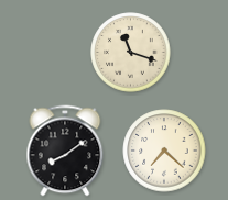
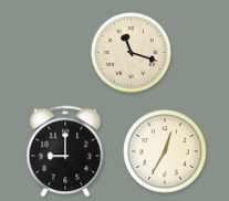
clock at (65, 151): 8:09 -> 9:00
clock at (164, 151): 7:22 -> 12:35
